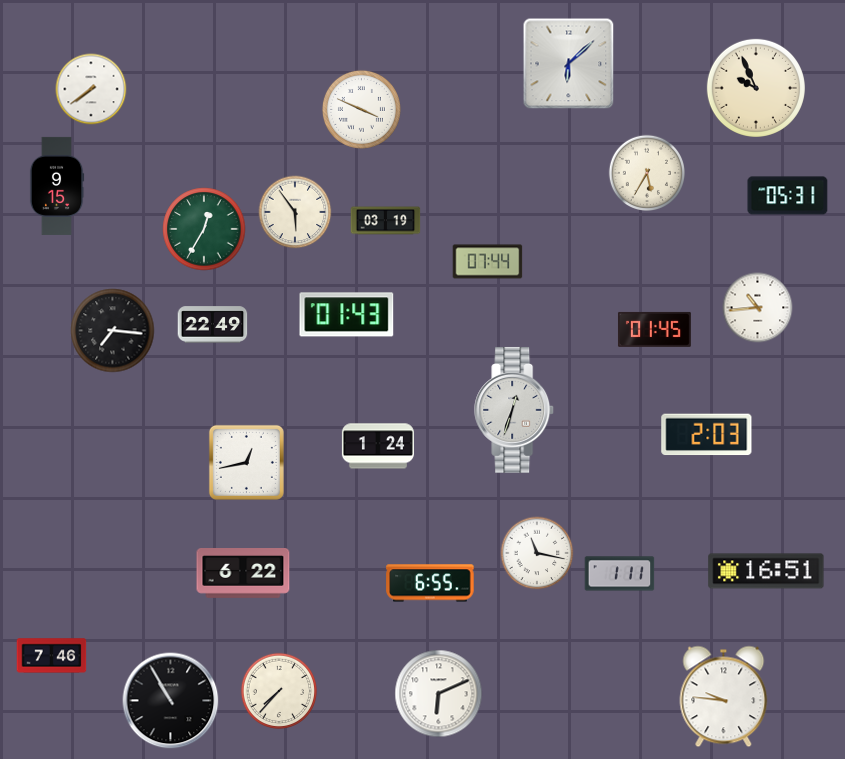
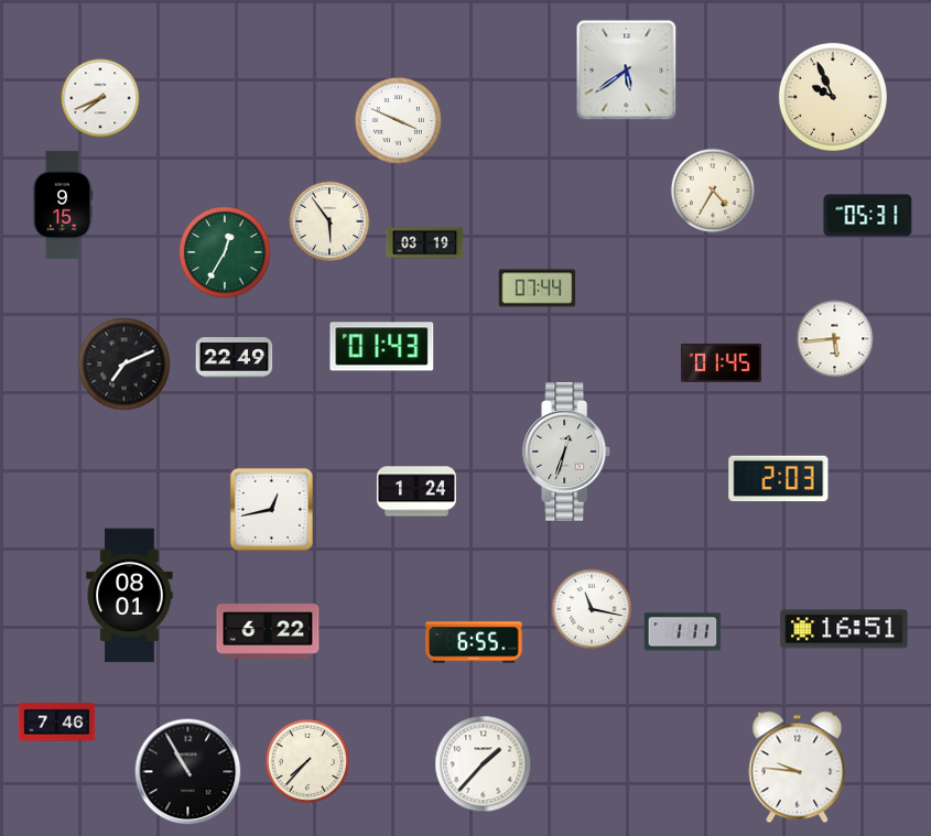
clock at (569, 64): 6:08 -> 5:39
clock at (91, 89): 7:39 -> 7:41
clock at (646, 172): 5:35 -> 4:35
clock at (295, 212) position: (295, 212) -> (329, 221)
clock at (758, 308): 10:44 -> 5:44
clock at (113, 331): 7:16 -> 7:11
clock at (130, 596): none -> 08:01
clock at (439, 694): 6:11 -> 1:37
